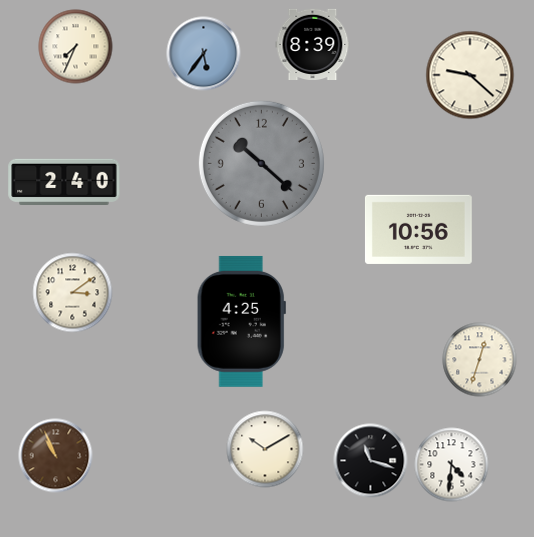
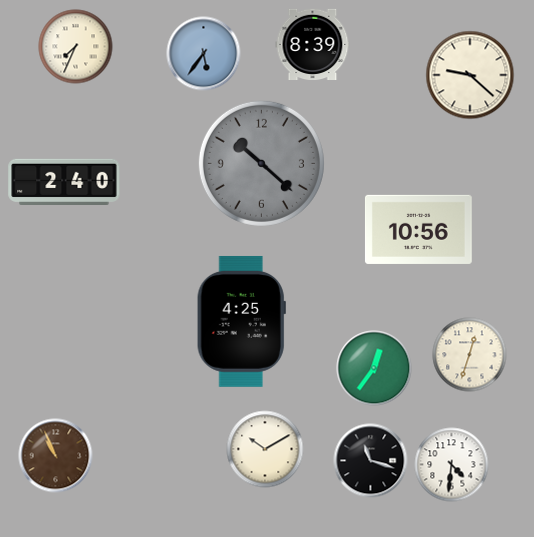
clock at (73, 293): 3:09 -> none
clock at (480, 360) position: (480, 360) -> (470, 355)
clock at (374, 368): none -> 12:36
